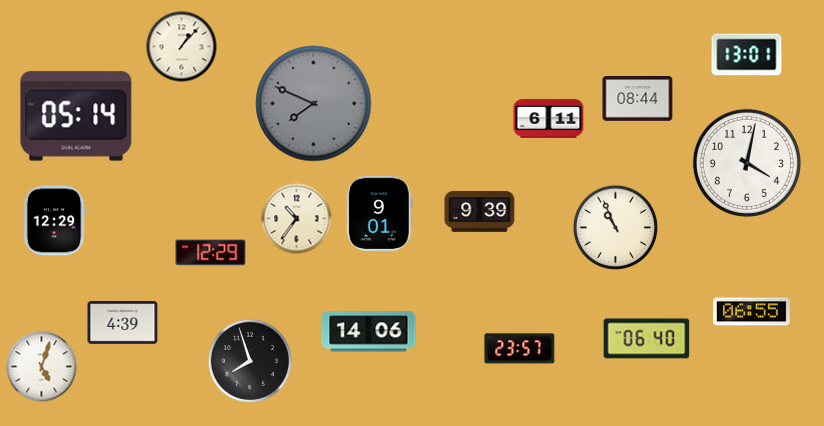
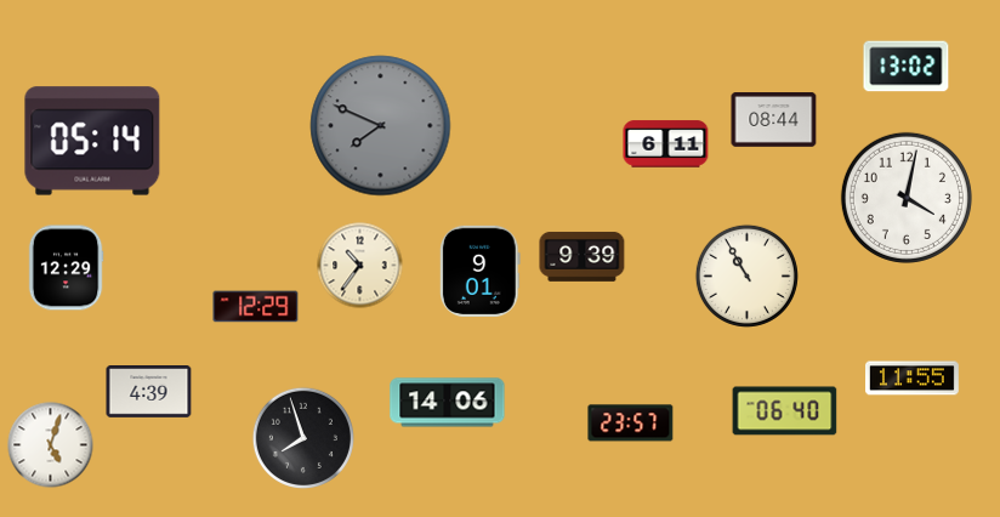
clock at (182, 47): 1:07 -> none
clock at (747, 55): 13:01 -> 13:02
clock at (379, 213) position: (379, 213) -> (479, 271)
clock at (615, 227): 10:56 -> 10:55
clock at (752, 312): 06:55 -> 11:55
